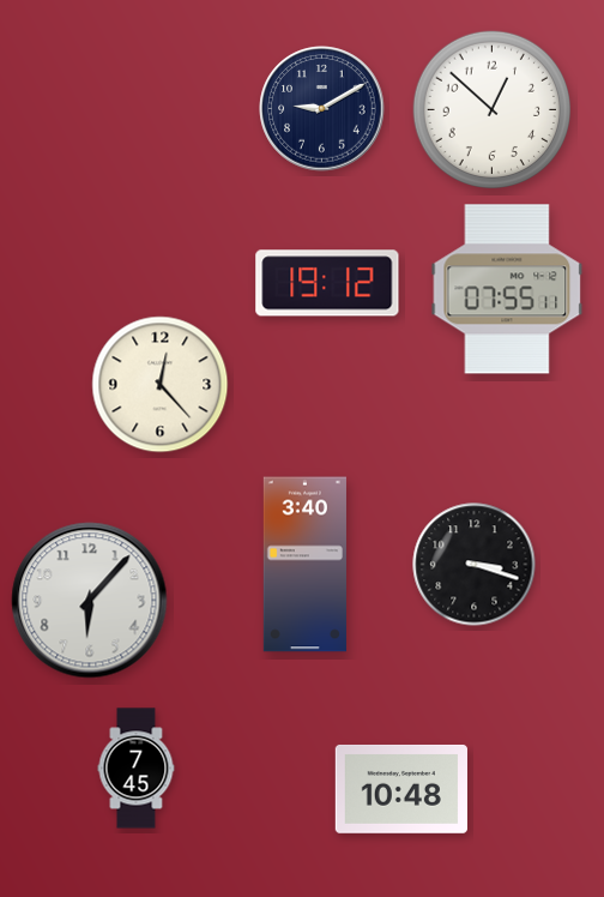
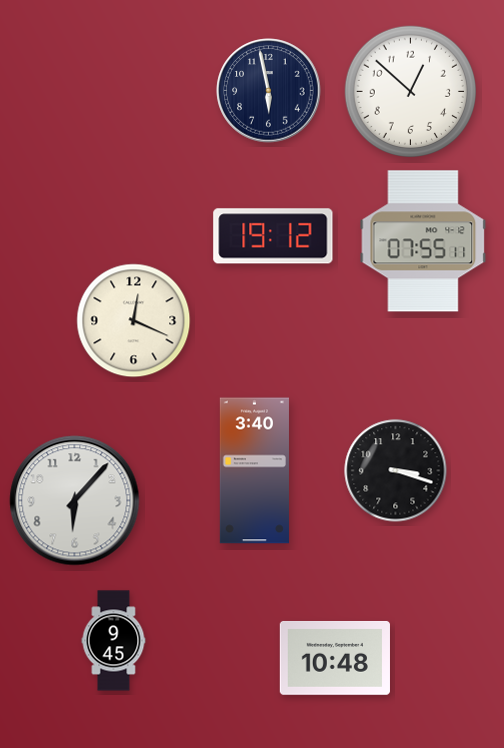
clock at (322, 109): 9:10 -> 5:58
clock at (161, 385): 12:23 -> 12:19
clock at (137, 769): 7:45 -> 9:45
